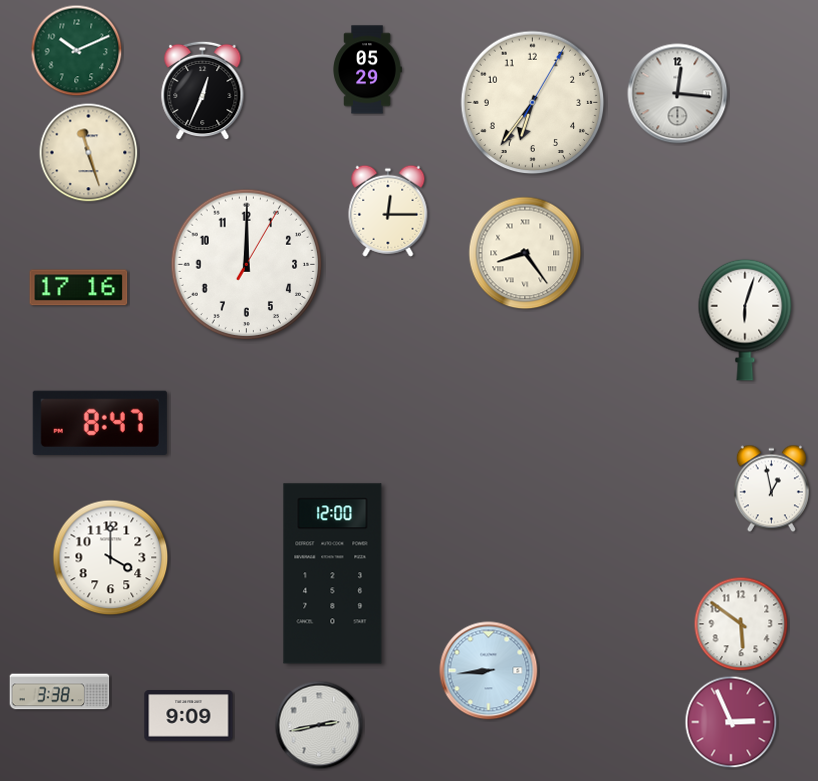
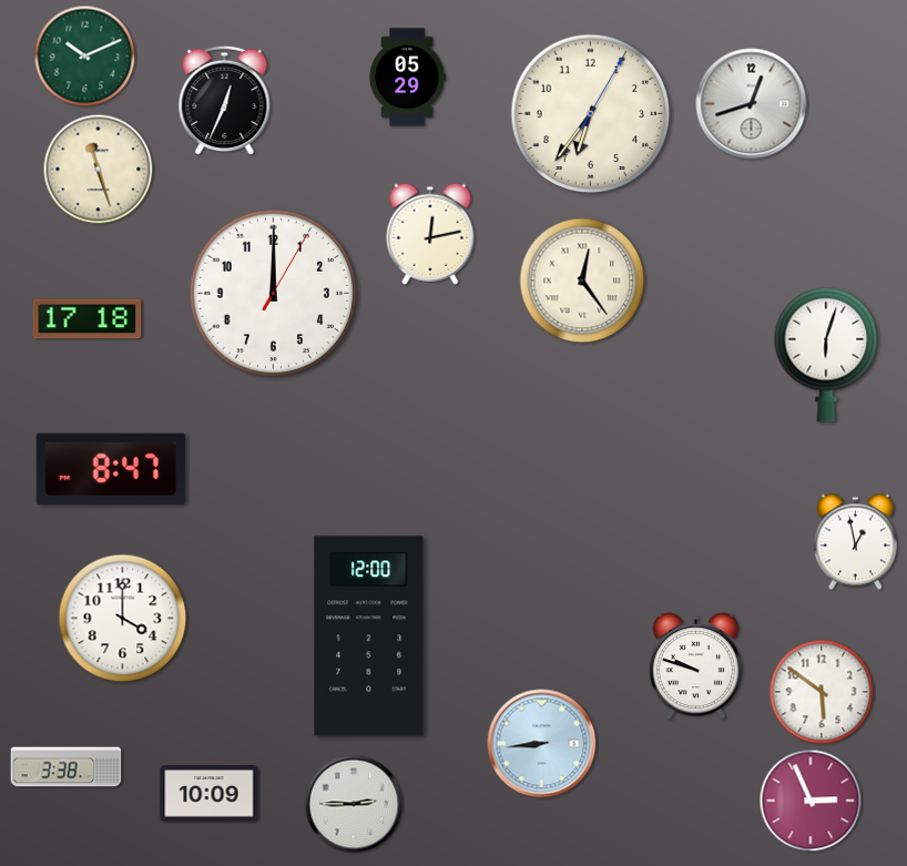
clock at (678, 94): 12:16 -> 12:42
clock at (388, 211): 12:15 -> 12:13
clock at (525, 253): 8:24 -> 12:24
clock at (79, 288): 17:16 -> 17:18
clock at (695, 666): none -> 9:48
clock at (189, 716): 9:09 -> 10:09
clock at (319, 725): 2:43 -> 2:45
